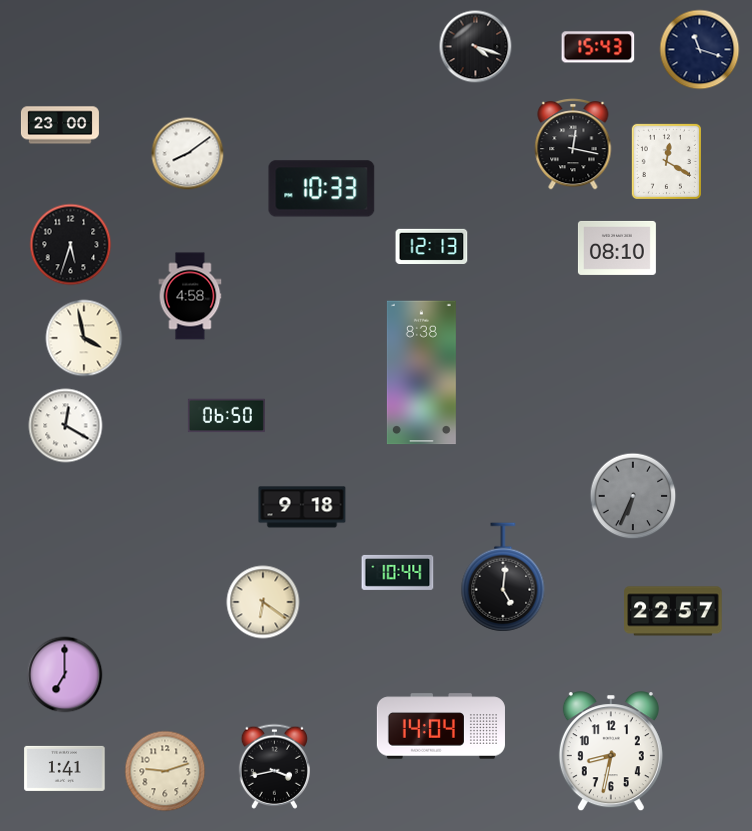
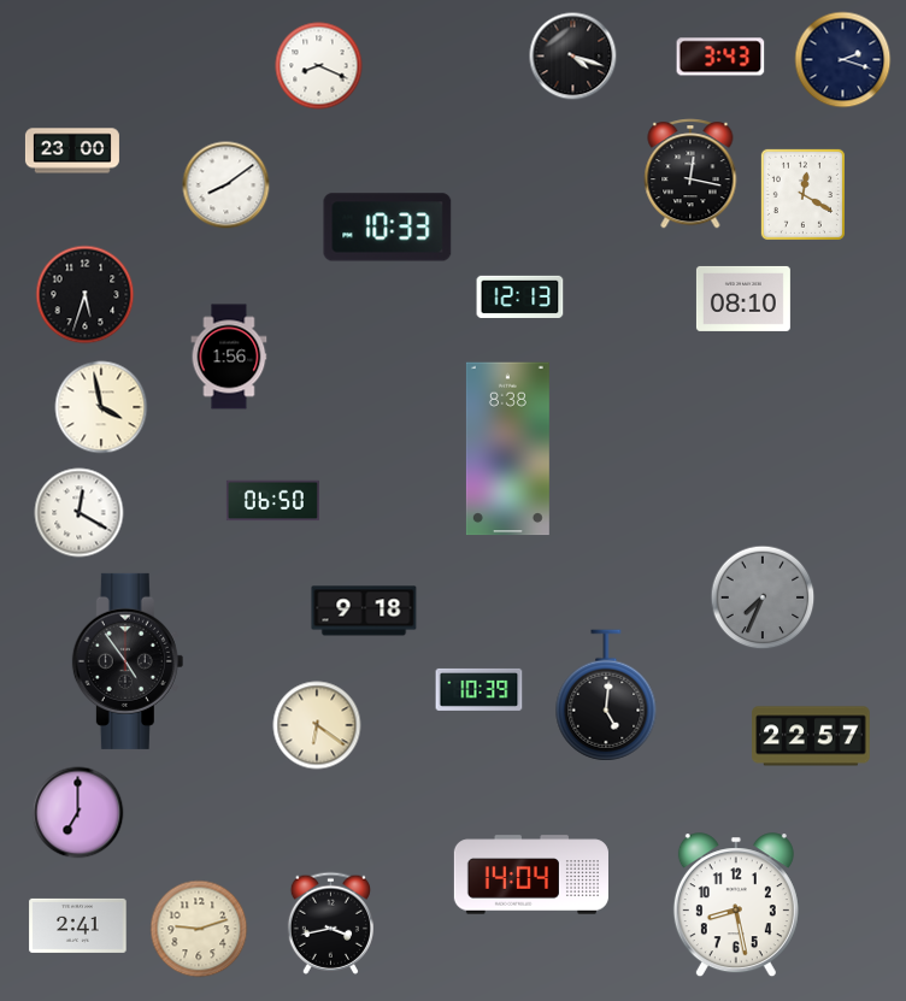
clock at (598, 47): 15:43 -> 3:43
clock at (700, 50): 11:18 -> 2:18
clock at (319, 66): none -> 8:19
clock at (190, 296): 4:58 -> 1:56
clock at (633, 496): 6:34 -> 7:34
clock at (128, 661): none -> 4:54
clock at (398, 572): 10:44 -> 10:39
clock at (611, 752): 8:32 -> 8:28
clock at (65, 768): 1:41 -> 2:41
